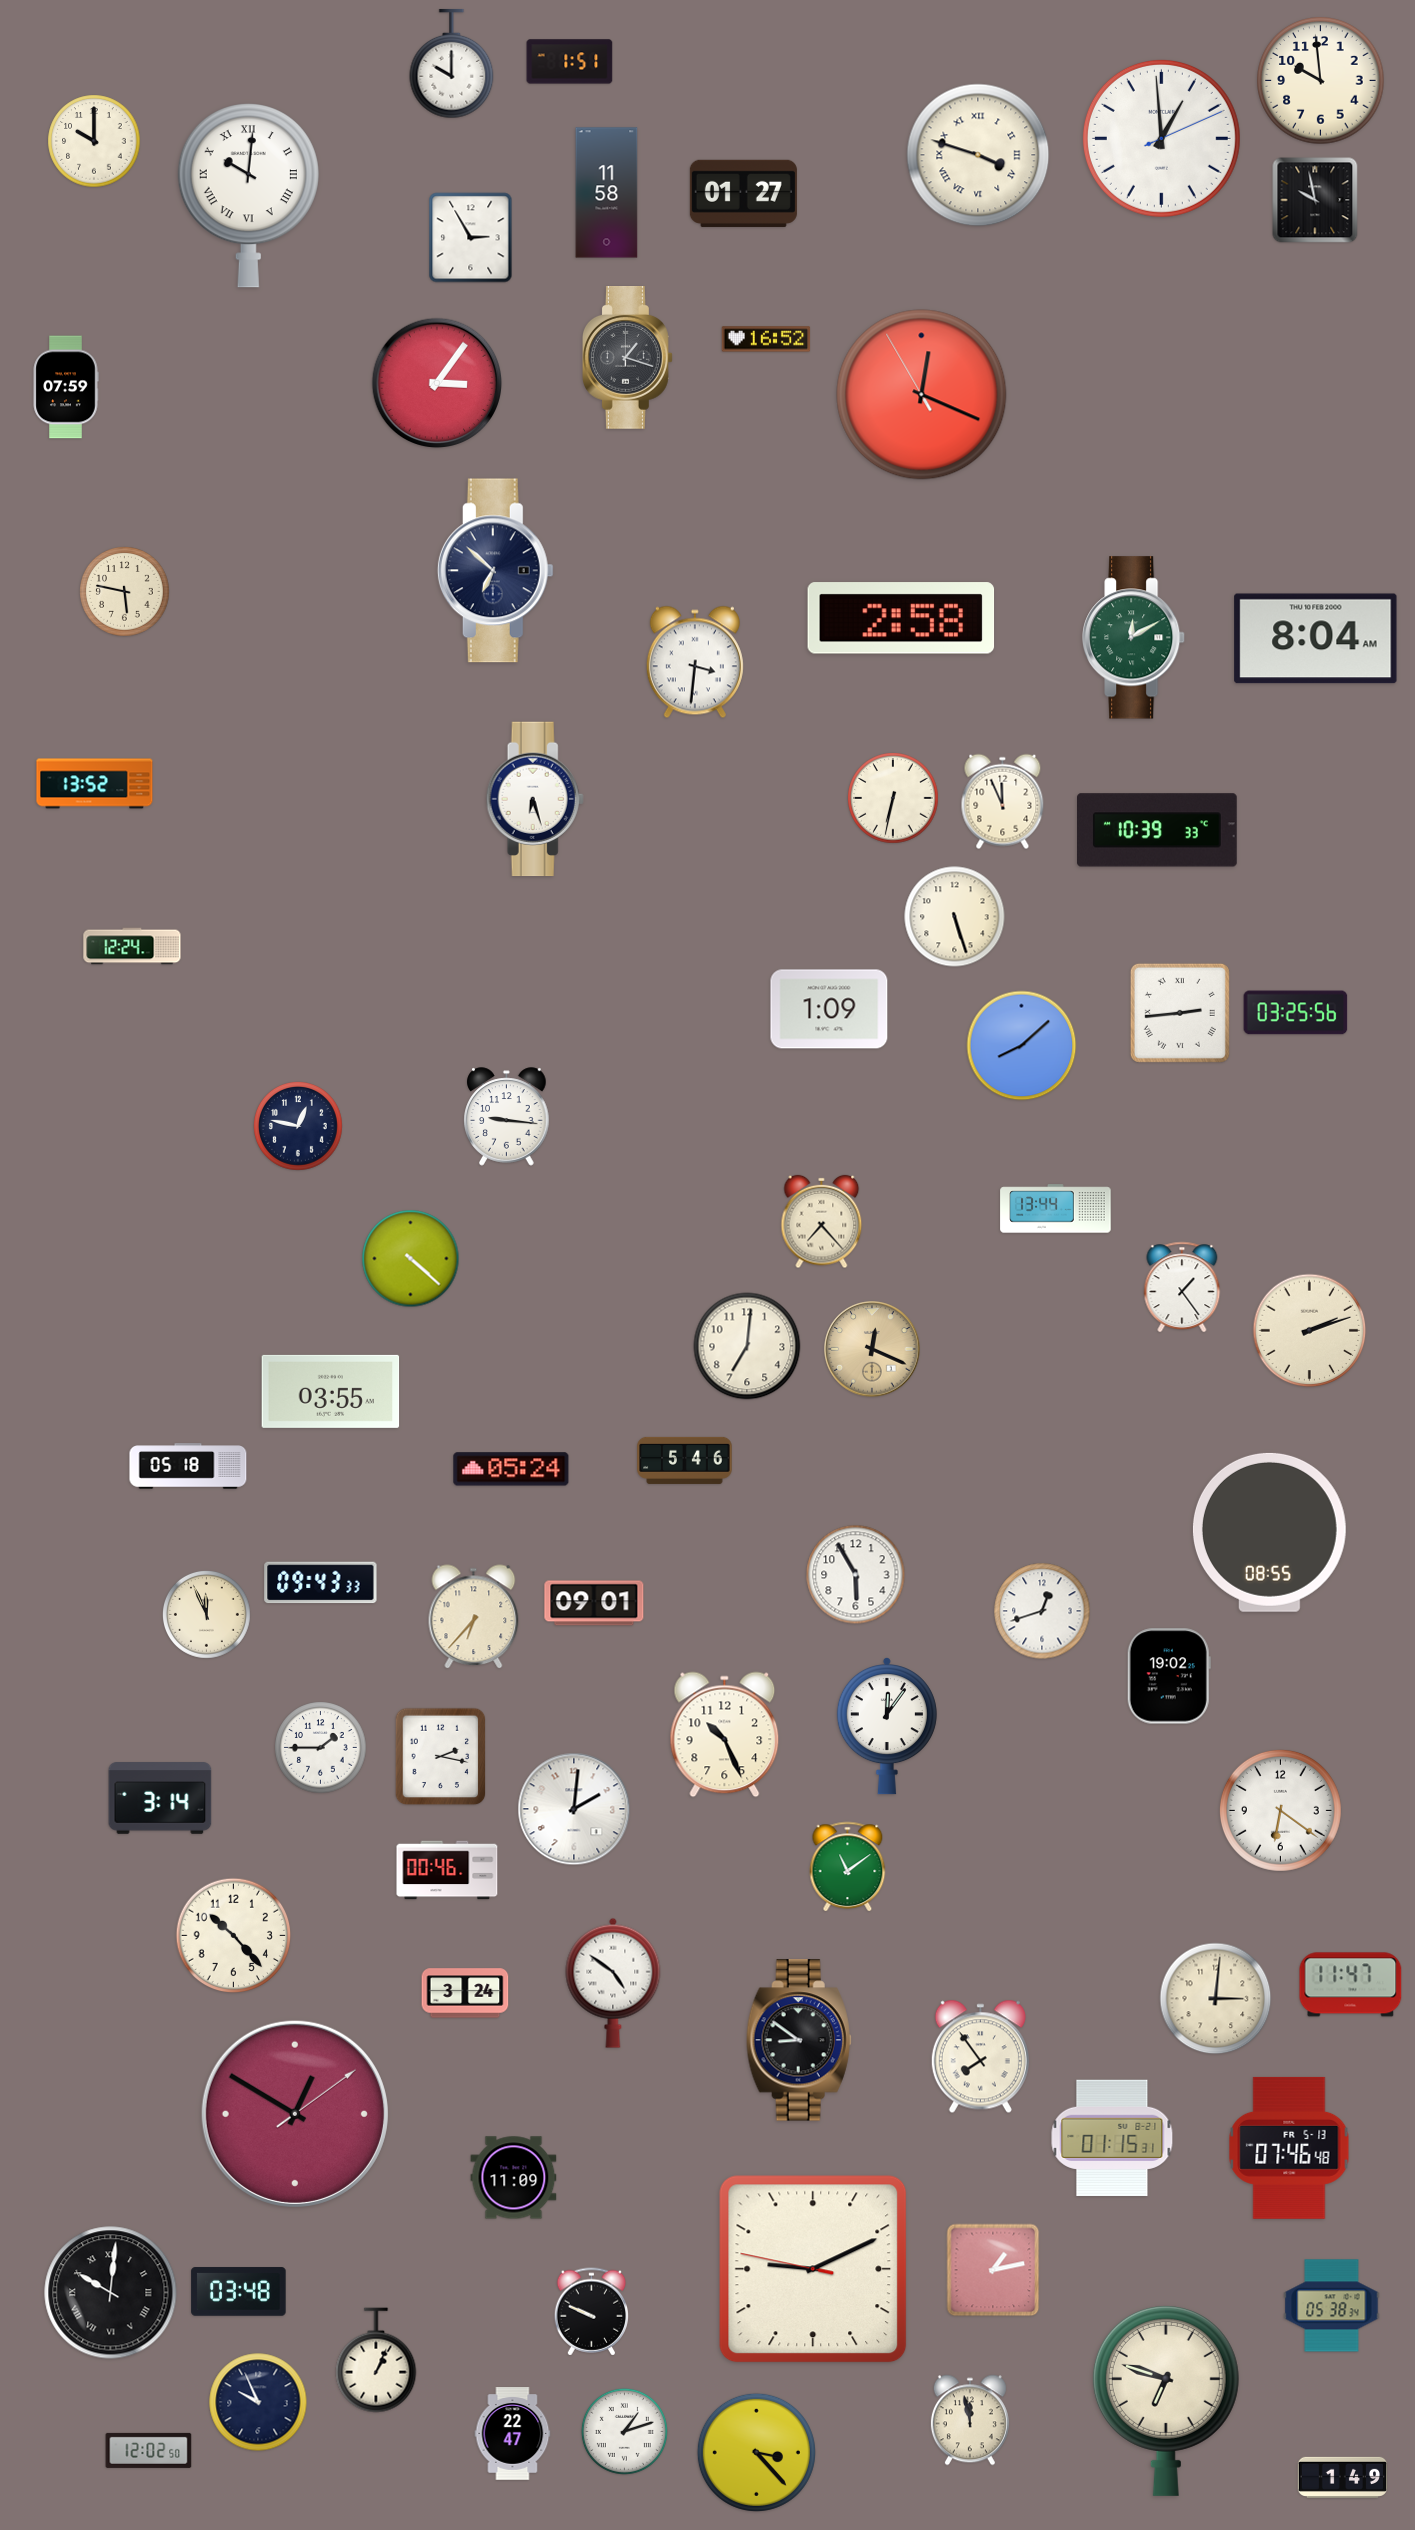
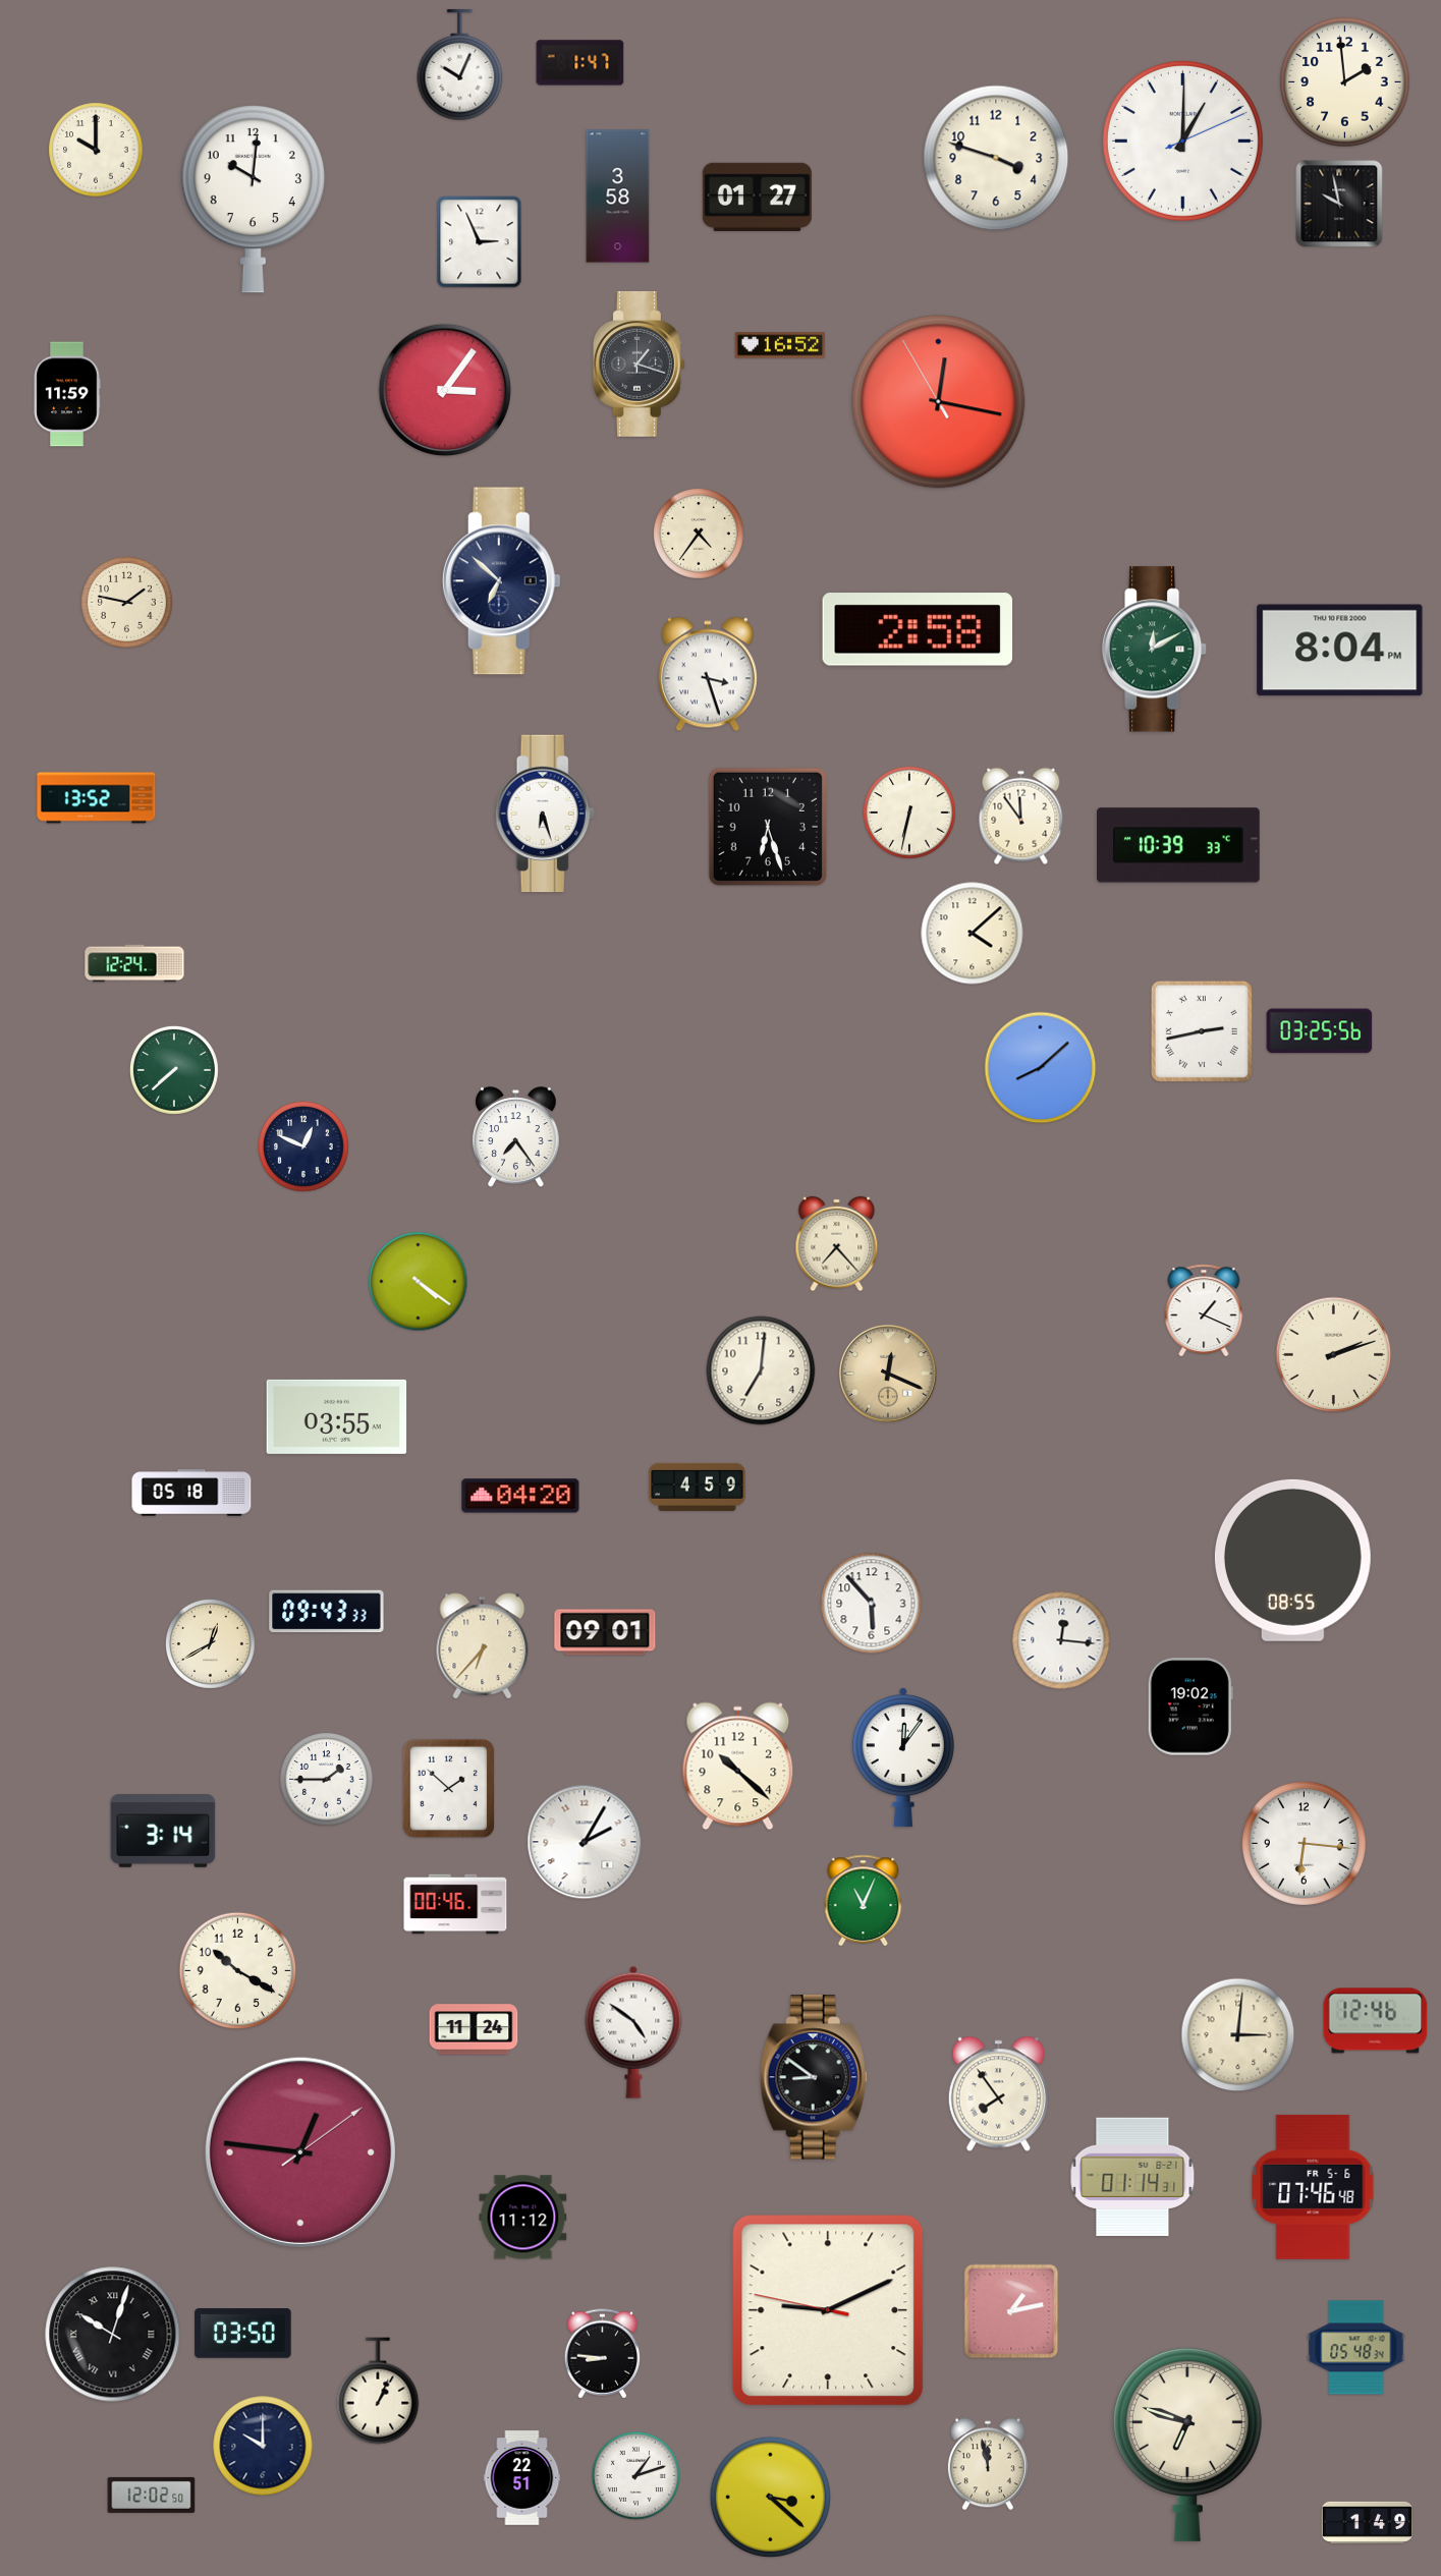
clock at (570, 62): 1:51 -> 1:47
clock at (452, 64): 10:00 -> 10:04
clock at (1321, 81): 9:59 -> 1:59
clock at (1161, 138): 12:59 -> 1:00
clock at (94, 141) position: (94, 141) -> (96, 150)
clock at (978, 155) numerals: Roman -> Arabic
clock at (607, 193): 11:58 -> 3:58
clock at (248, 196) numerals: Roman -> Arabic
clock at (471, 238): 2:55 -> 2:56
clock at (66, 387): 07:59 -> 11:59
clock at (922, 395): 12:18 -> 12:16
clock at (700, 535): none -> 4:36
clock at (495, 571) position: (495, 571) -> (501, 581)
clock at (125, 592): 5:47 -> 1:47
clock at (1316, 639): 8:04 AM -> 8:04 PM
clock at (695, 662): 3:31 -> 3:27
clock at (1003, 802): 11:56 -> 11:54
clock at (768, 827): none -> 6:27
clock at (955, 917): 5:27 -> 4:08
clock at (829, 1009): 1:09 -> none
clock at (1180, 1013): 2:44 -> 2:43
clock at (1022, 1046) position: (1022, 1046) -> (1041, 1068)
clock at (174, 1070): none -> 7:38
clock at (507, 1117): 9:16 -> 7:24
clock at (299, 1127): 12:47 -> 12:49
clock at (1056, 1209): 13:44 -> none
clock at (411, 1259): 4:22 -> 4:21
clock at (1182, 1287): 1:24 -> 1:19
clock at (685, 1460): 5:46 -> 4:59
clock at (511, 1469): 05:24 -> 04:20
clock at (856, 1575): 5:55 -> 5:53
clock at (1042, 1611): 12:42 -> 12:16
clock at (206, 1614): 11:56 -> 12:40
clock at (725, 1735): 10:26 -> 10:22
clock at (441, 1757): 2:17 -> 1:52
clock at (574, 1809): 2:01 -> 2:05
clock at (1280, 1810): 6:21 -> 6:16
clock at (848, 1866): 11:09 -> 11:04
clock at (234, 1936): 10:23 -> 10:20
clock at (613, 1983) position: (613, 1983) -> (633, 2032)
clock at (1351, 1985): 11:47 -> 12:46
clock at (465, 1993): 3:24 -> 11:24
clock at (295, 2114): 12:50 -> 12:46
clock at (1112, 2138): 01:15 -> 01:14
clock at (1289, 2148) date: FR 5-13 -> FR 5-6
clock at (514, 2178): 11:09 -> 11:12
clock at (239, 2292): 03:48 -> 03:50
clock at (111, 2293): 10:01 -> 10:03
clock at (1332, 2306): 05:38 -> 05:48
clock at (592, 2312): 9:49 -> 8:46
clock at (376, 2360) position: (376, 2360) -> (378, 2391)
clock at (258, 2402): 9:56 -> 10:00
clock at (513, 2434): 22:47 -> 22:51
clock at (756, 2452): 3:23 -> 3:22
